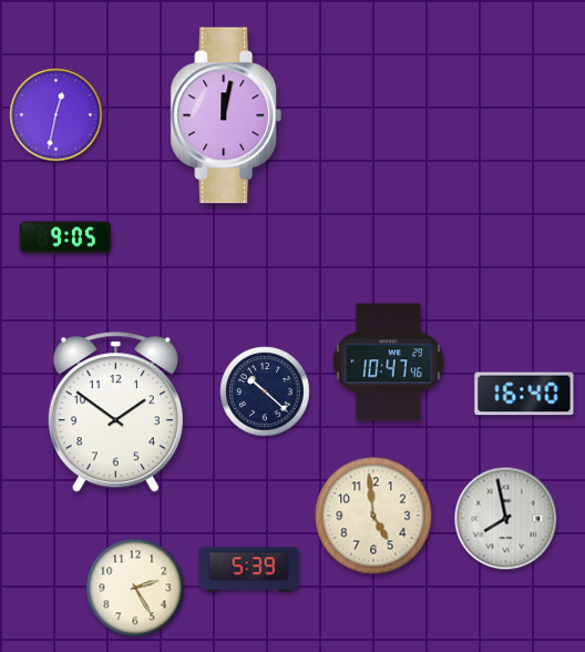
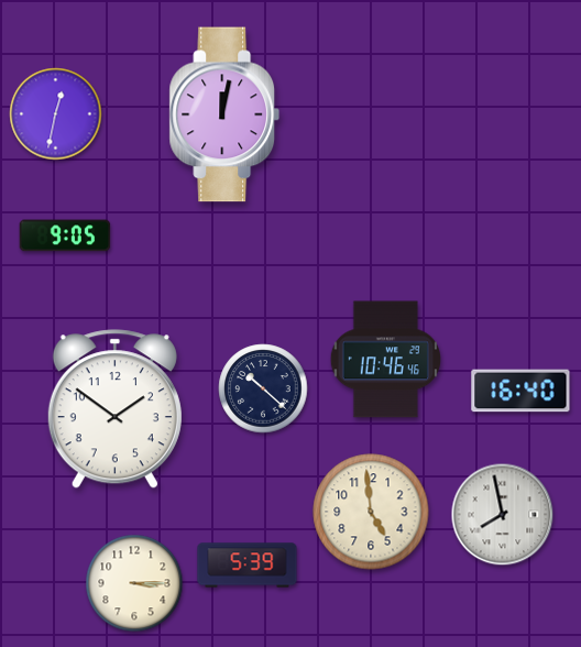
clock at (388, 363): 10:47 -> 10:46
clock at (135, 588): 2:25 -> 3:15
